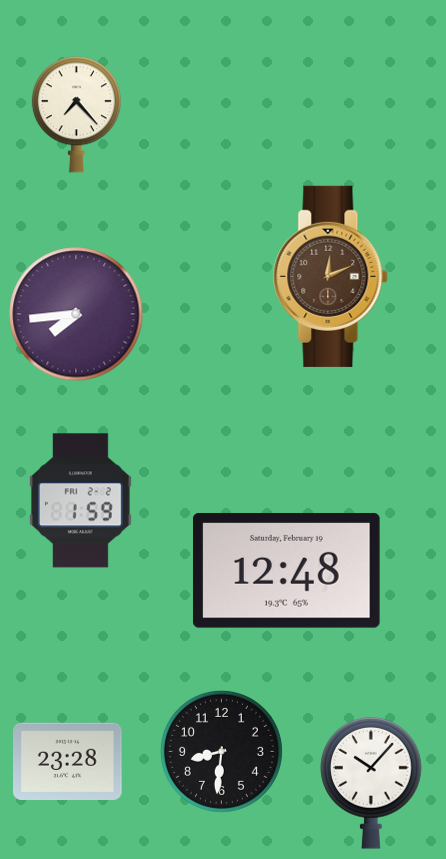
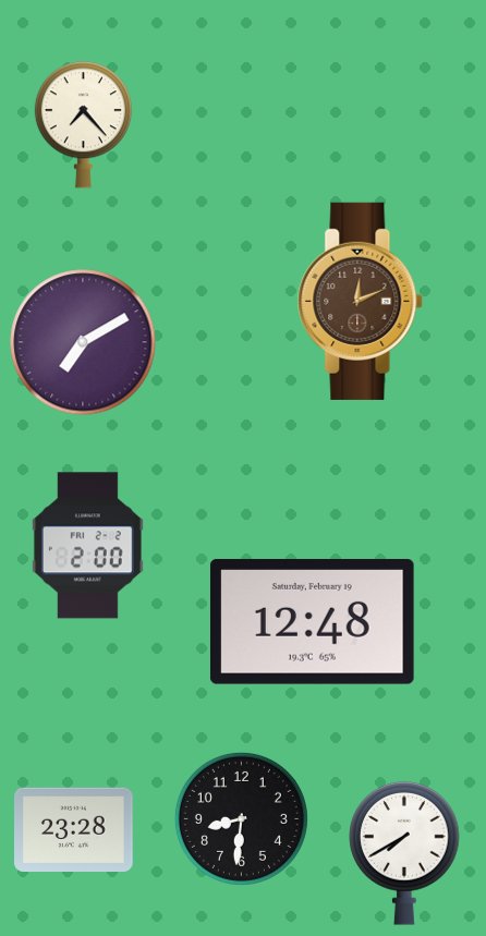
clock at (76, 314): 7:44 -> 7:10
clock at (80, 501): 1:59 -> 2:00
clock at (371, 784): 10:07 -> 7:40
